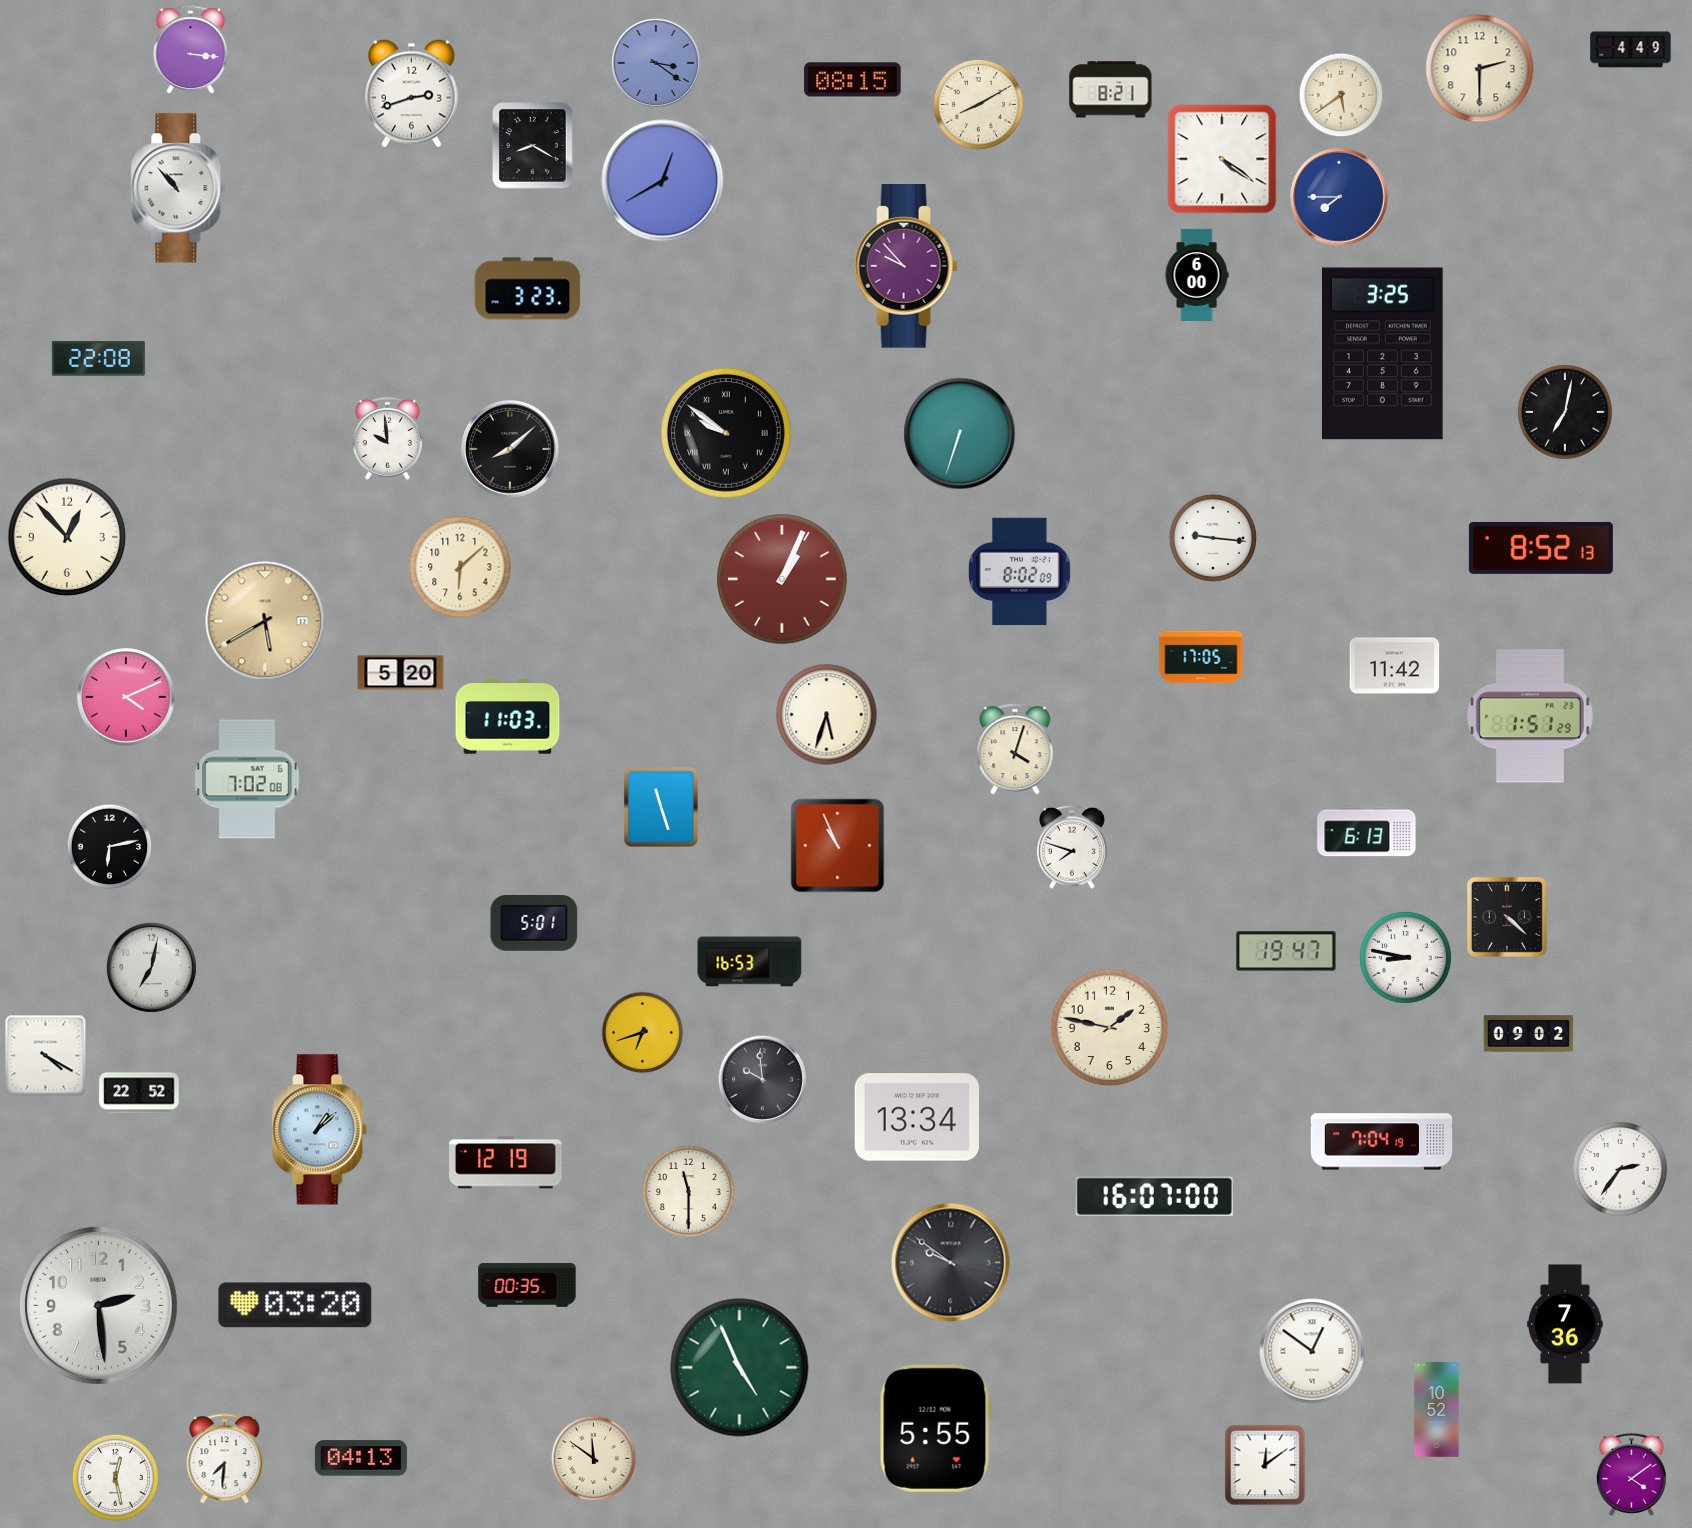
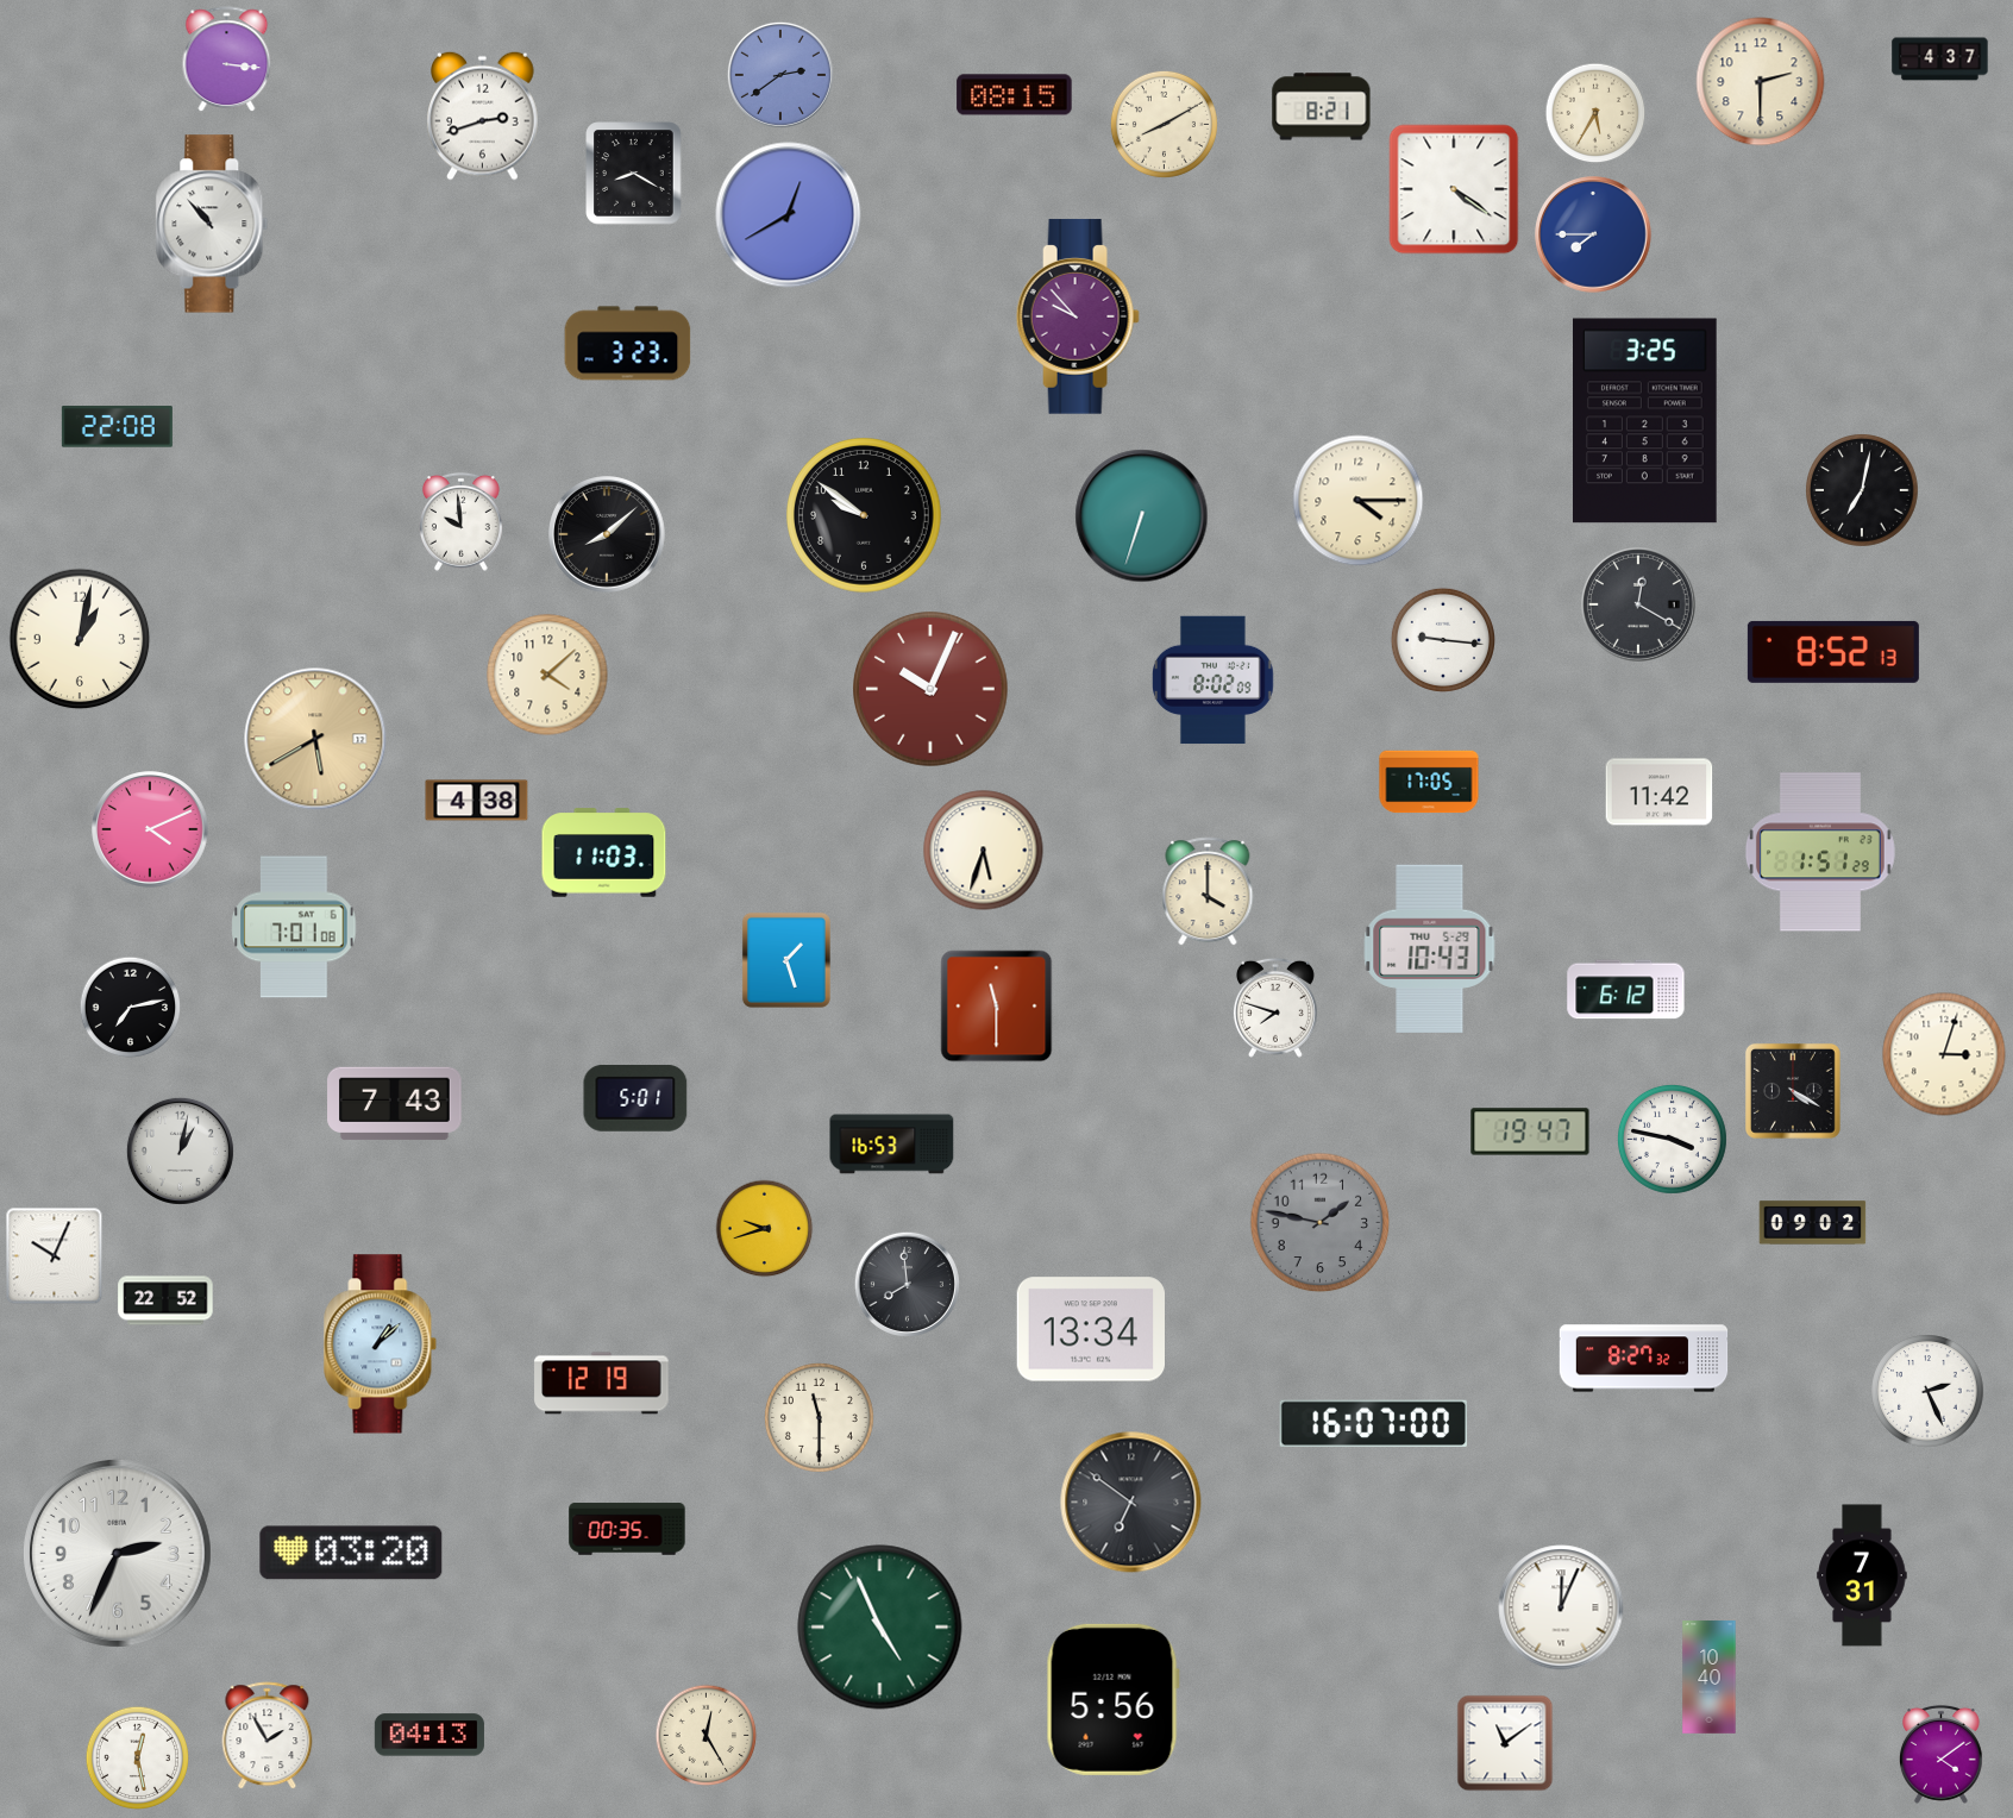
clock at (1631, 50): 4:49 -> 4:37
clock at (656, 63): 3:21 -> 2:39
clock at (412, 93) position: (412, 93) -> (483, 115)
clock at (1341, 95): 5:39 -> 5:35
clock at (1197, 275): 6:00 -> none
clock at (1359, 501): none -> 4:15
clock at (727, 434) numerals: Roman -> Arabic
clock at (1639, 606): none -> 12:20
clock at (67, 537): 12:53 -> 1:02
clock at (460, 567): 6:08 -> 4:08
clock at (783, 580): 1:04 -> 10:04
clock at (401, 673): 5:20 -> 4:38
clock at (1015, 749): 4:03 -> 4:00
clock at (247, 779): 7:02 -> 7:01
clock at (1430, 948): none -> 10:43
clock at (661, 807): 11:27 -> 1:27
clock at (1367, 832): 6:13 -> 6:12
clock at (838, 846): 10:56 -> 11:30
clock at (110, 847): 6:13 -> 7:13
clock at (1944, 1054): none -> 3:03
clock at (1507, 917): 4:22 -> 4:20
clock at (395, 1104): none -> 7:43
clock at (1405, 957): 8:47 -> 3:47
clock at (151, 967): 7:02 -> 1:02
clock at (1110, 1028) dial: cream -> grey
clock at (643, 1033): 6:42 -> 9:42
clock at (1529, 1034) position: (1529, 1034) -> (1813, 1223)
clock at (46, 1056): 4:20 -> 10:04
clock at (762, 1079): 9:59 -> 7:59
clock at (1382, 1142): 7:04 -> 8:27
clock at (1620, 1169): 2:36 -> 2:26
clock at (951, 1263): 9:51 -> 6:51
clock at (98, 1305): 2:29 -> 2:34
clock at (1565, 1324): 7:36 -> 7:31
clock at (1312, 1351): 12:51 -> 12:04
clock at (1437, 1410): 10:52 -> 10:40
clock at (935, 1428): 5:55 -> 5:56
clock at (225, 1459): 7:31 -> 1:55
clock at (594, 1459): 11:51 -> 12:25
clock at (1265, 1465): 12:09 -> 11:09
